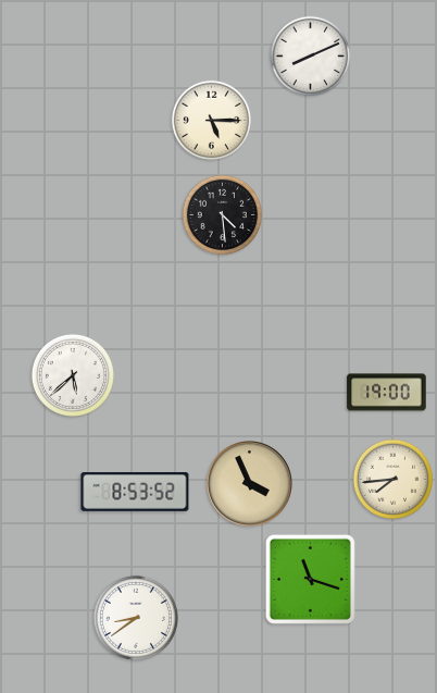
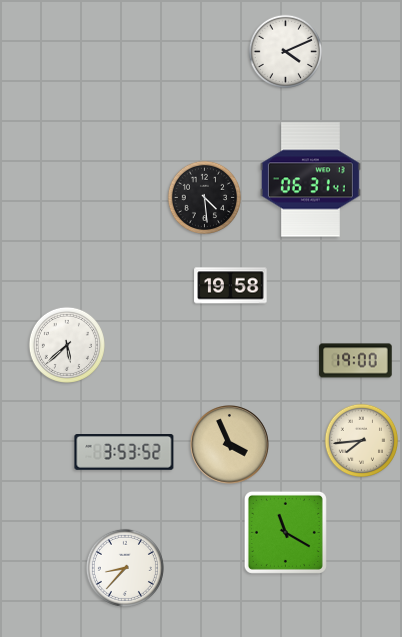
clock at (311, 57): 8:11 -> 4:11
clock at (212, 121): 5:15 -> none
clock at (310, 180): none -> 06:31
clock at (231, 286): none -> 19:58
clock at (135, 493): 8:53 -> 3:53
clock at (310, 579): 11:18 -> 11:20
clock at (136, 618): 8:39 -> 8:37
